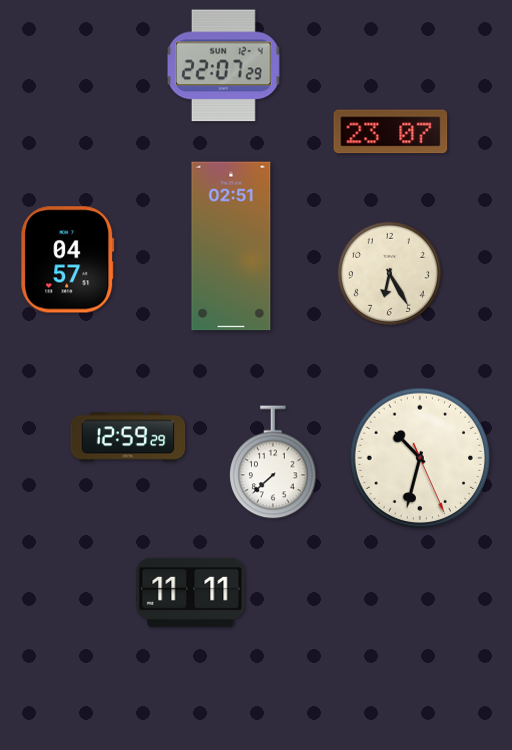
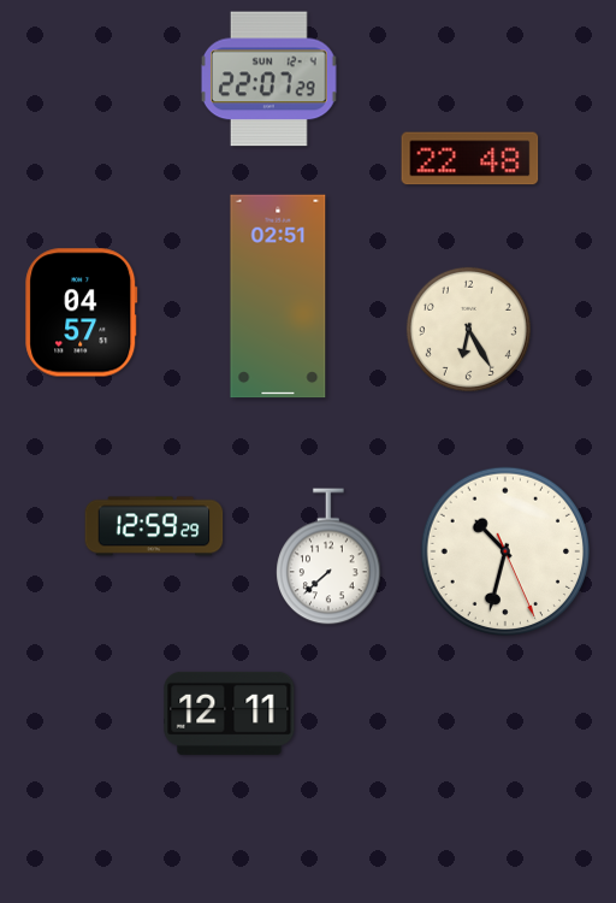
clock at (391, 132): 23:07 -> 22:48
clock at (191, 592): 11:11 -> 12:11
